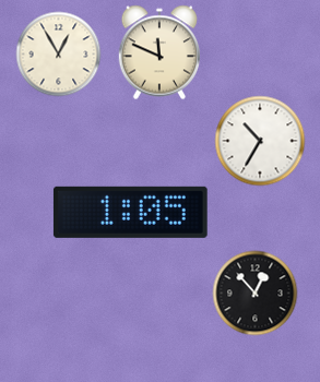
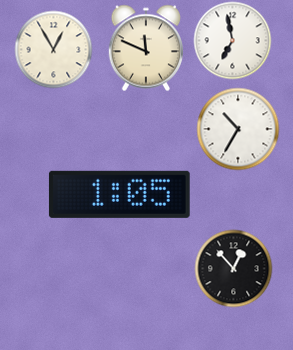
clock at (232, 40): none -> 6:58
